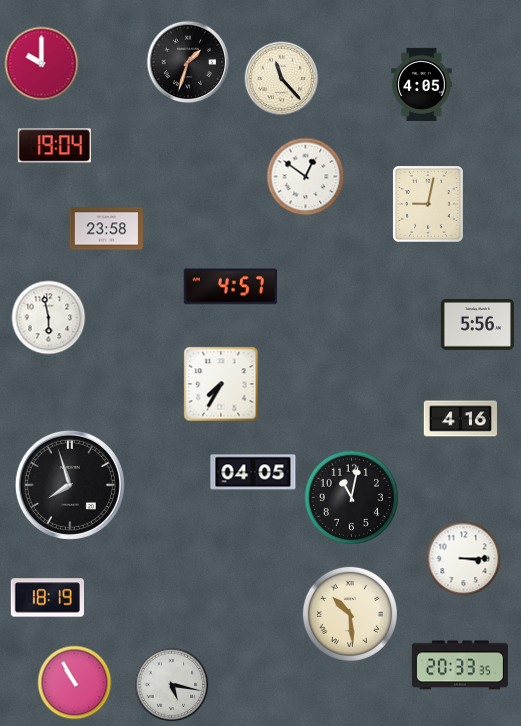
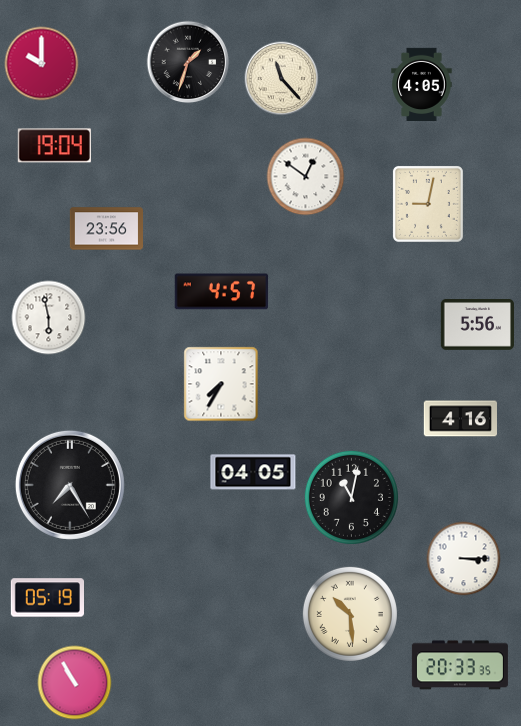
clock at (106, 229): 23:58 -> 23:56
clock at (231, 287) position: (231, 287) -> (222, 292)
clock at (70, 485): 7:57 -> 7:25
clock at (47, 598): 18:19 -> 05:19
clock at (172, 685): 5:17 -> none
